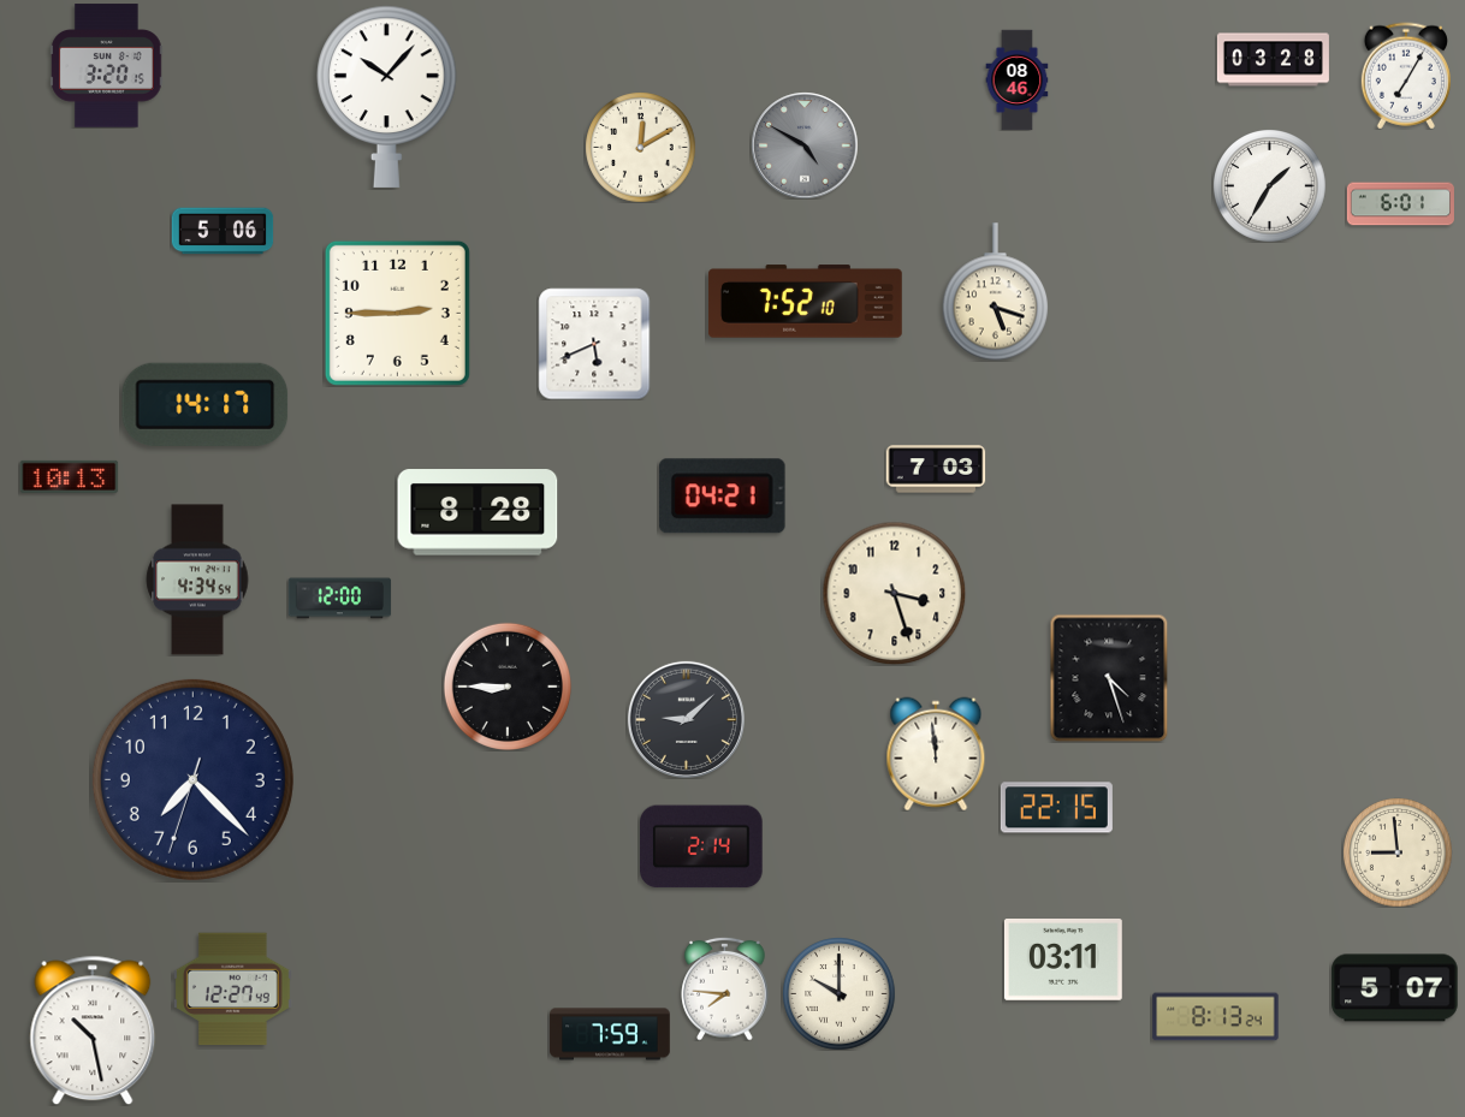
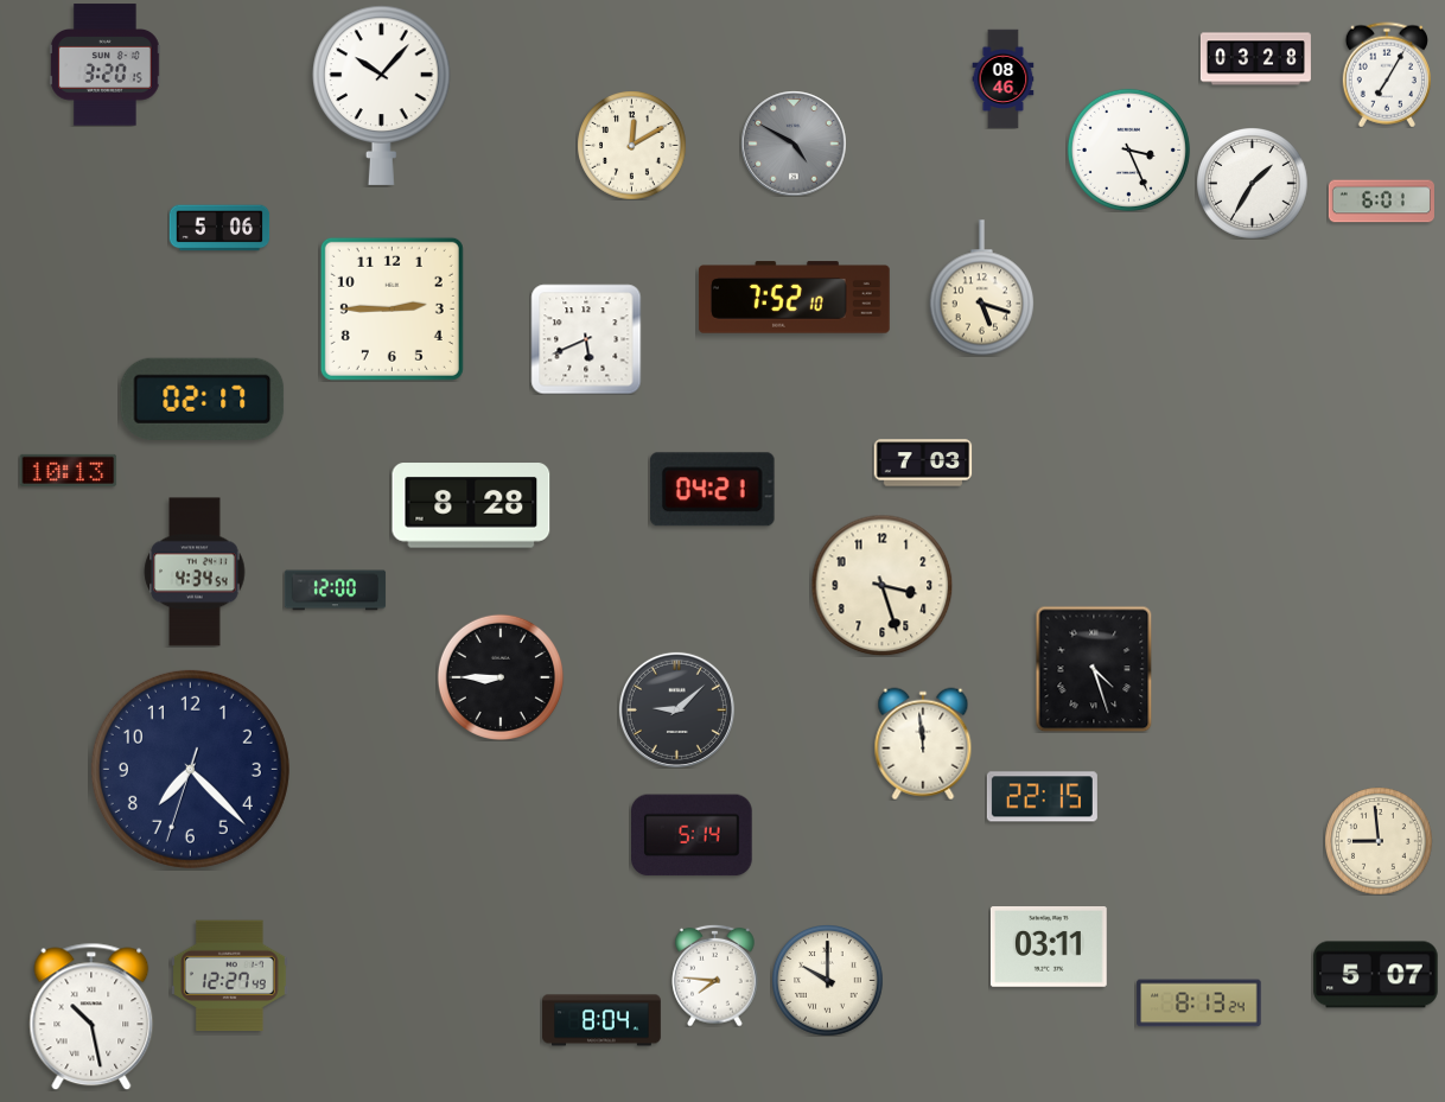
clock at (1128, 149): none -> 3:26
clock at (206, 404): 14:17 -> 02:17
clock at (702, 846): 2:14 -> 5:14
clock at (610, 1034): 7:59 -> 8:04
